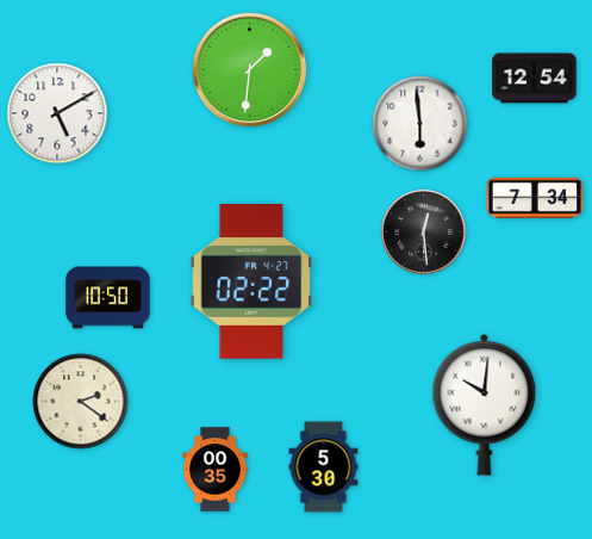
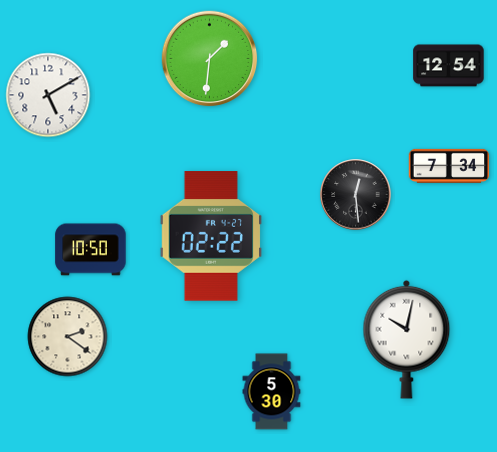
clock at (420, 124): 5:59 -> none
clock at (485, 404): 10:01 -> 10:02
clock at (216, 470): 00:35 -> none
